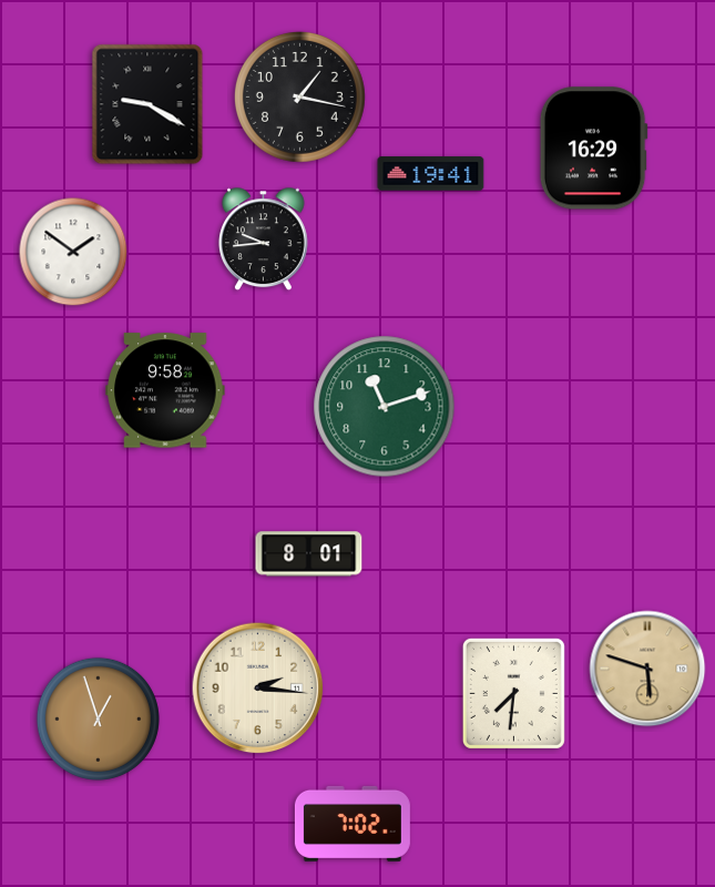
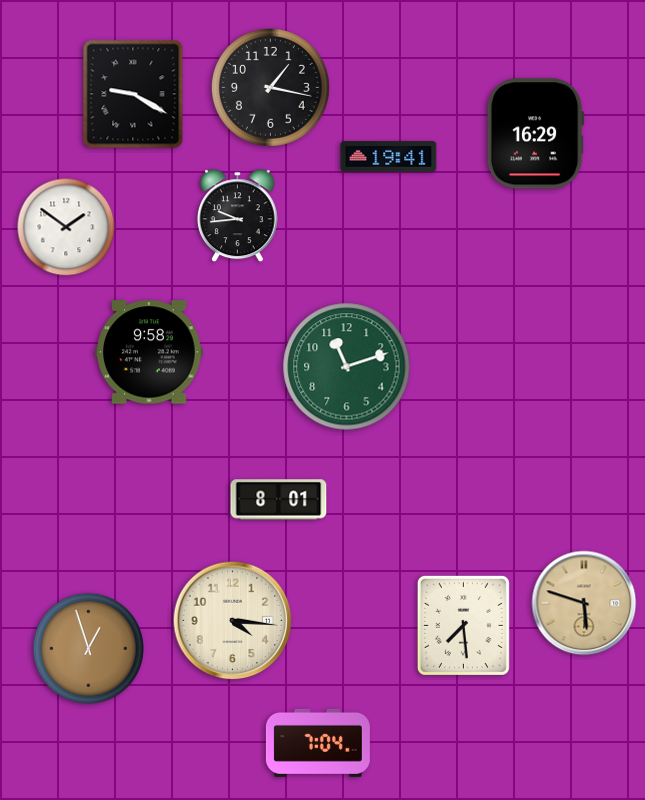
clock at (258, 689): 2:16 -> 4:16
clock at (513, 693): 7:31 -> 7:29
clock at (353, 824): 7:02 -> 7:04
